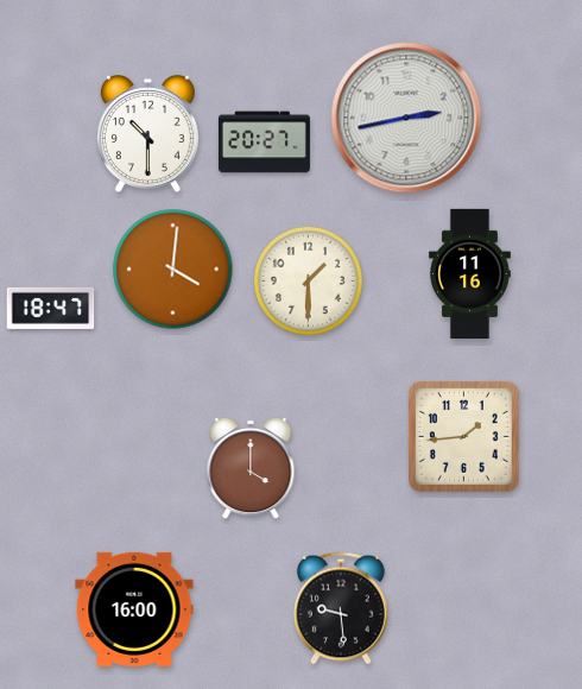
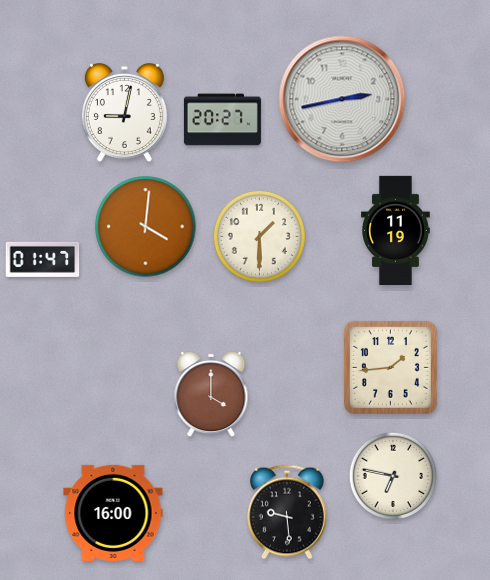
clock at (147, 134): 10:30 -> 9:02
clock at (469, 273): 11:16 -> 11:19
clock at (51, 308): 18:47 -> 01:47
clock at (392, 475): none -> 6:47
